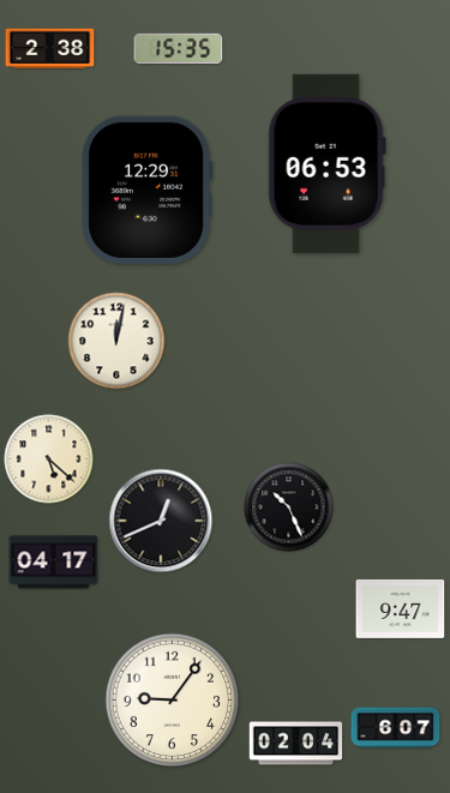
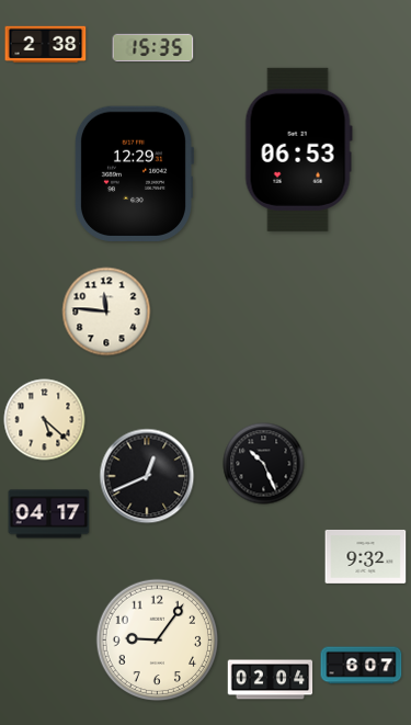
clock at (179, 48) position: (179, 48) -> (153, 47)
clock at (116, 341): 12:02 -> 11:46
clock at (401, 608): 9:47 -> 9:32
